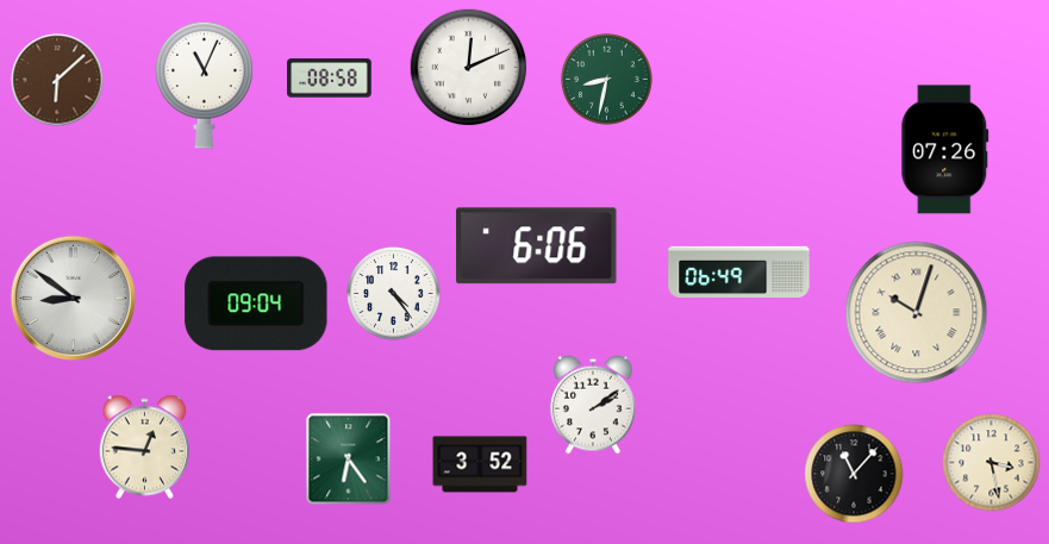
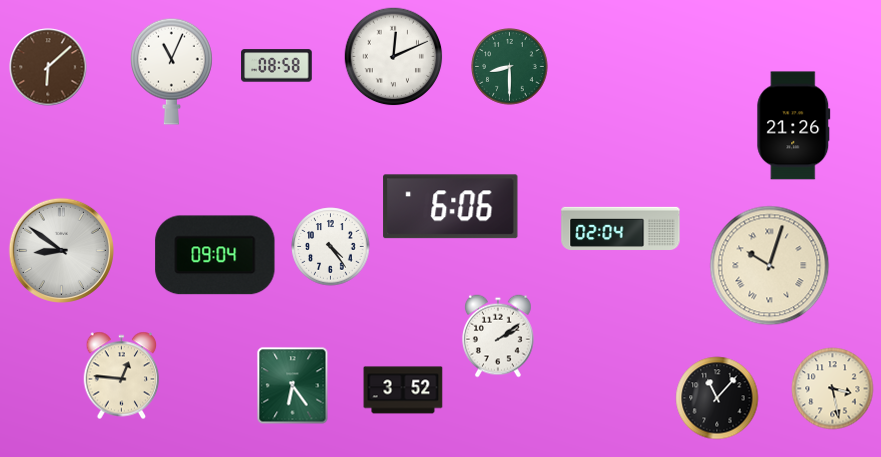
clock at (607, 80): 8:32 -> 8:30
clock at (945, 150): 07:26 -> 21:26
clock at (739, 271): 06:49 -> 02:04
clock at (917, 313) position: (917, 313) -> (770, 266)
clock at (594, 405) position: (594, 405) -> (499, 336)
